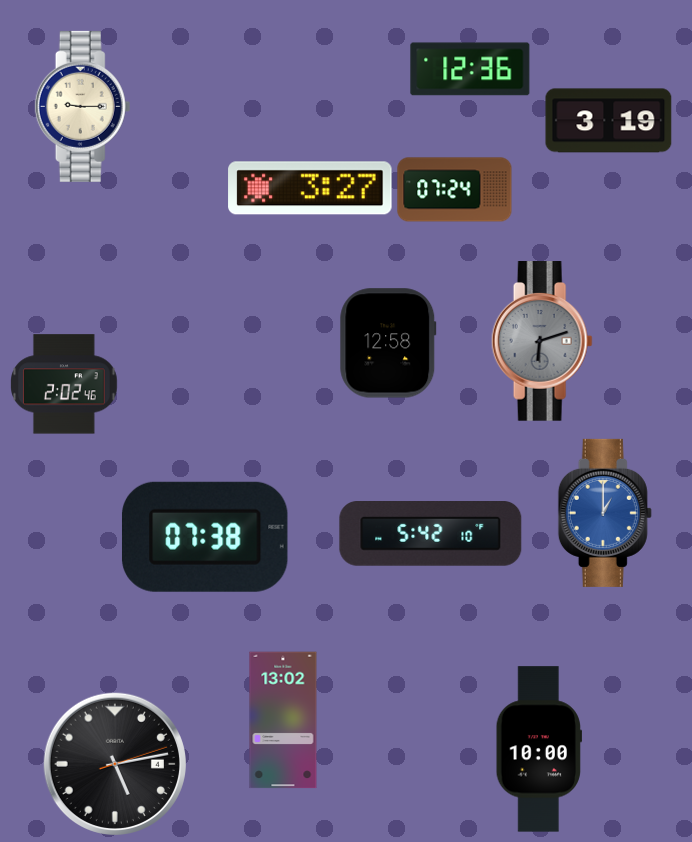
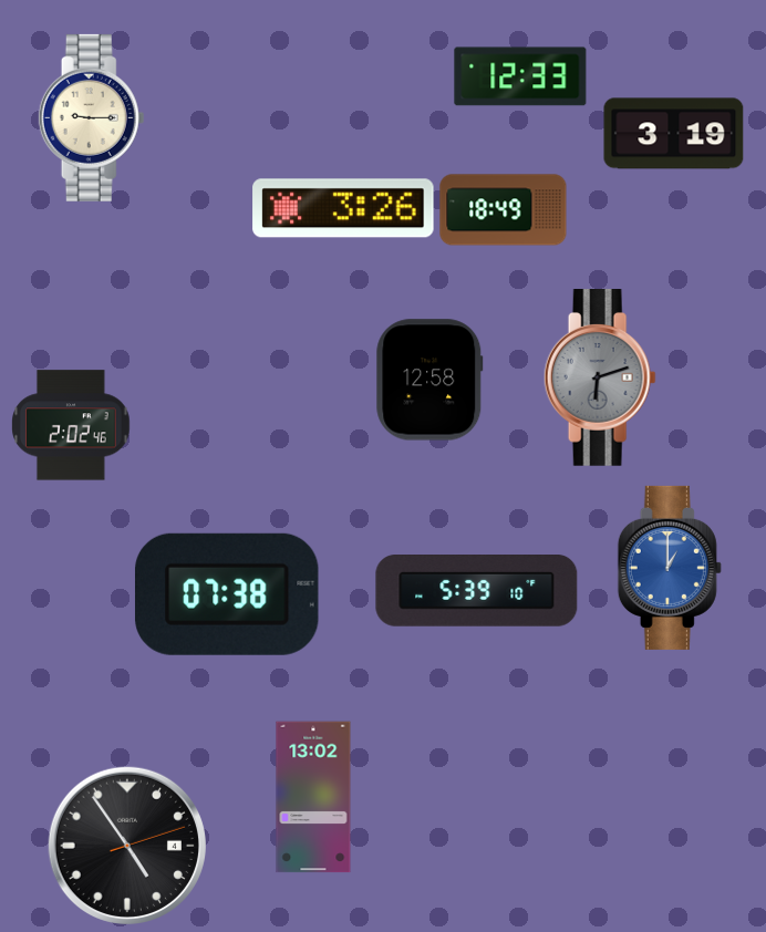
clock at (470, 69): 12:36 -> 12:33
clock at (310, 188): 3:27 -> 3:26
clock at (455, 190): 07:24 -> 18:49
clock at (431, 534): 5:42 -> 5:39
clock at (538, 749): 10:00 -> none
clock at (114, 763): 5:13 -> 4:54
